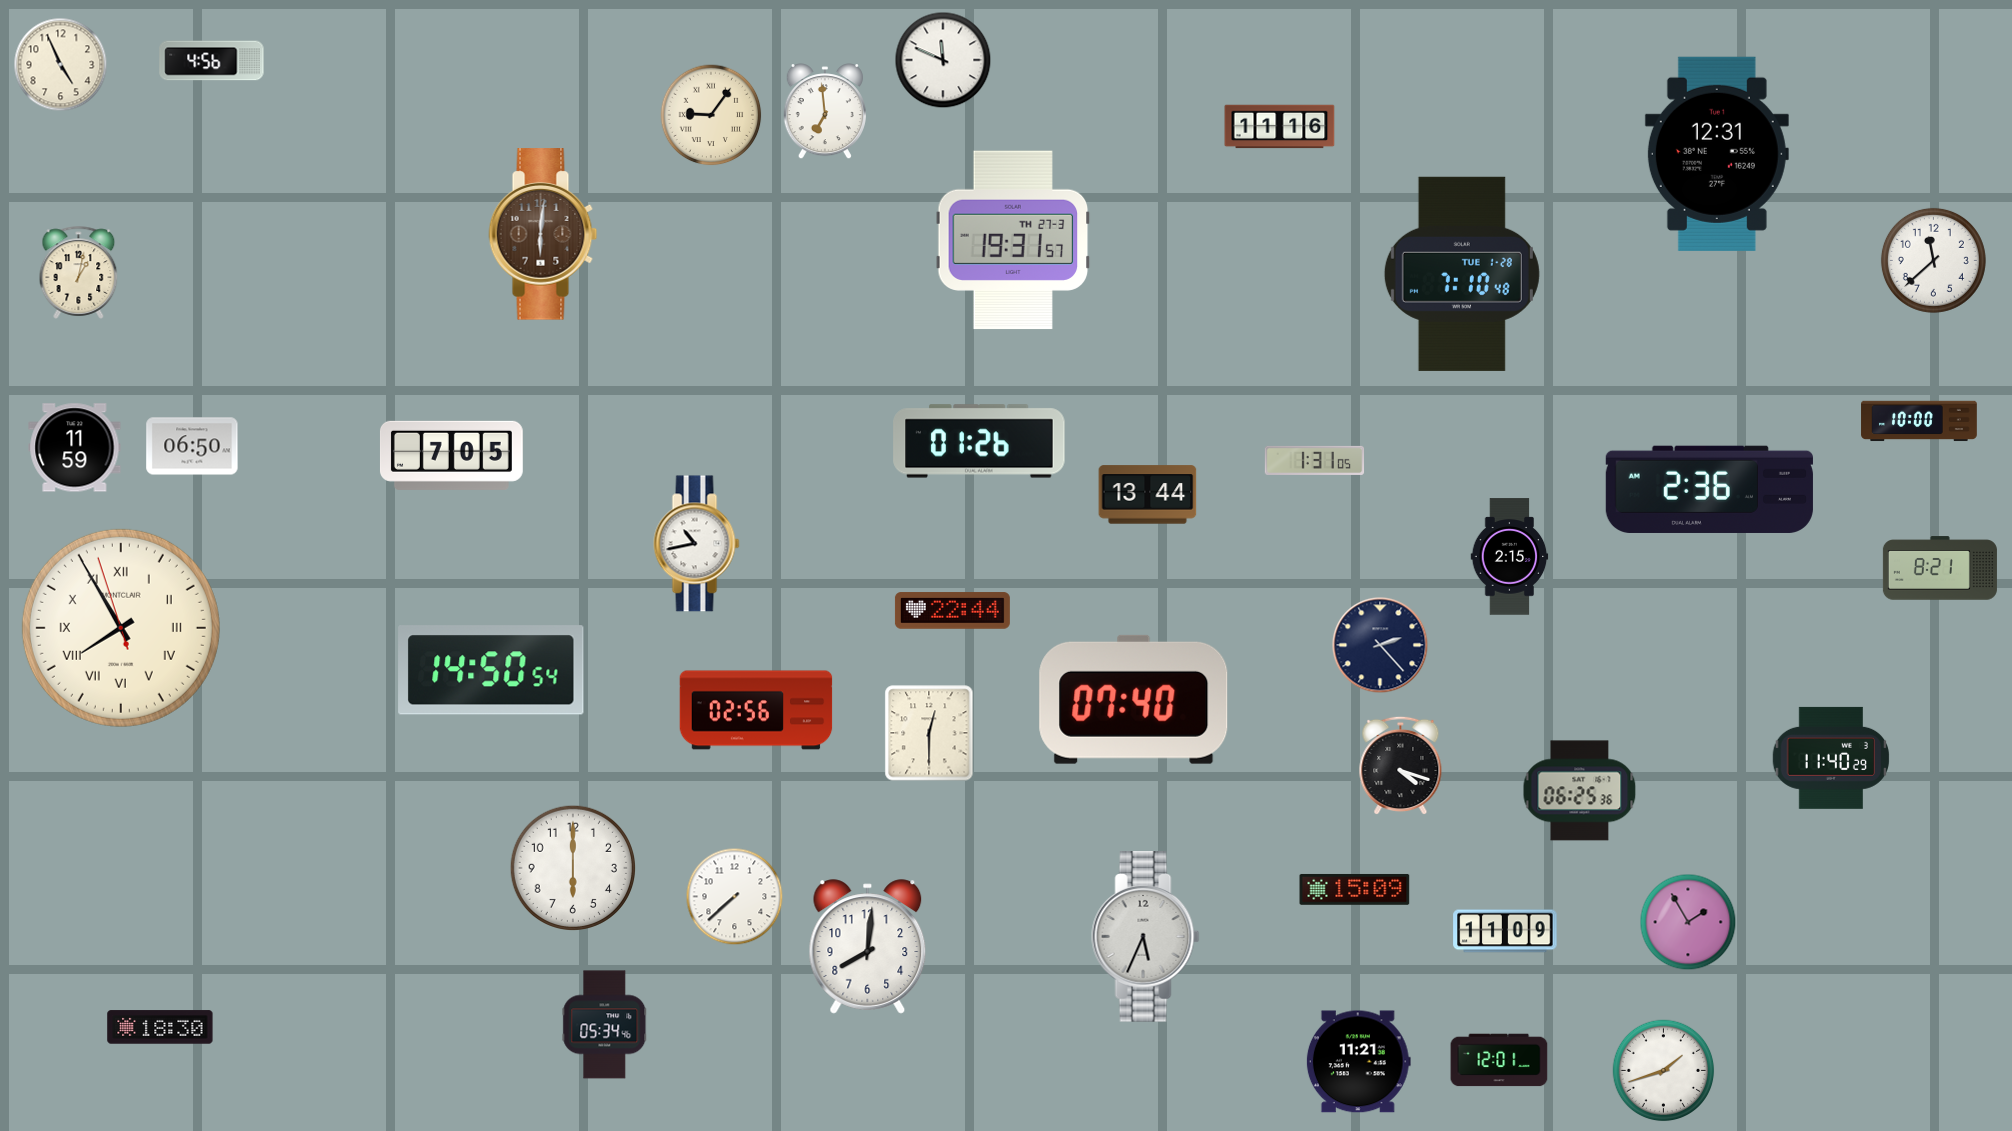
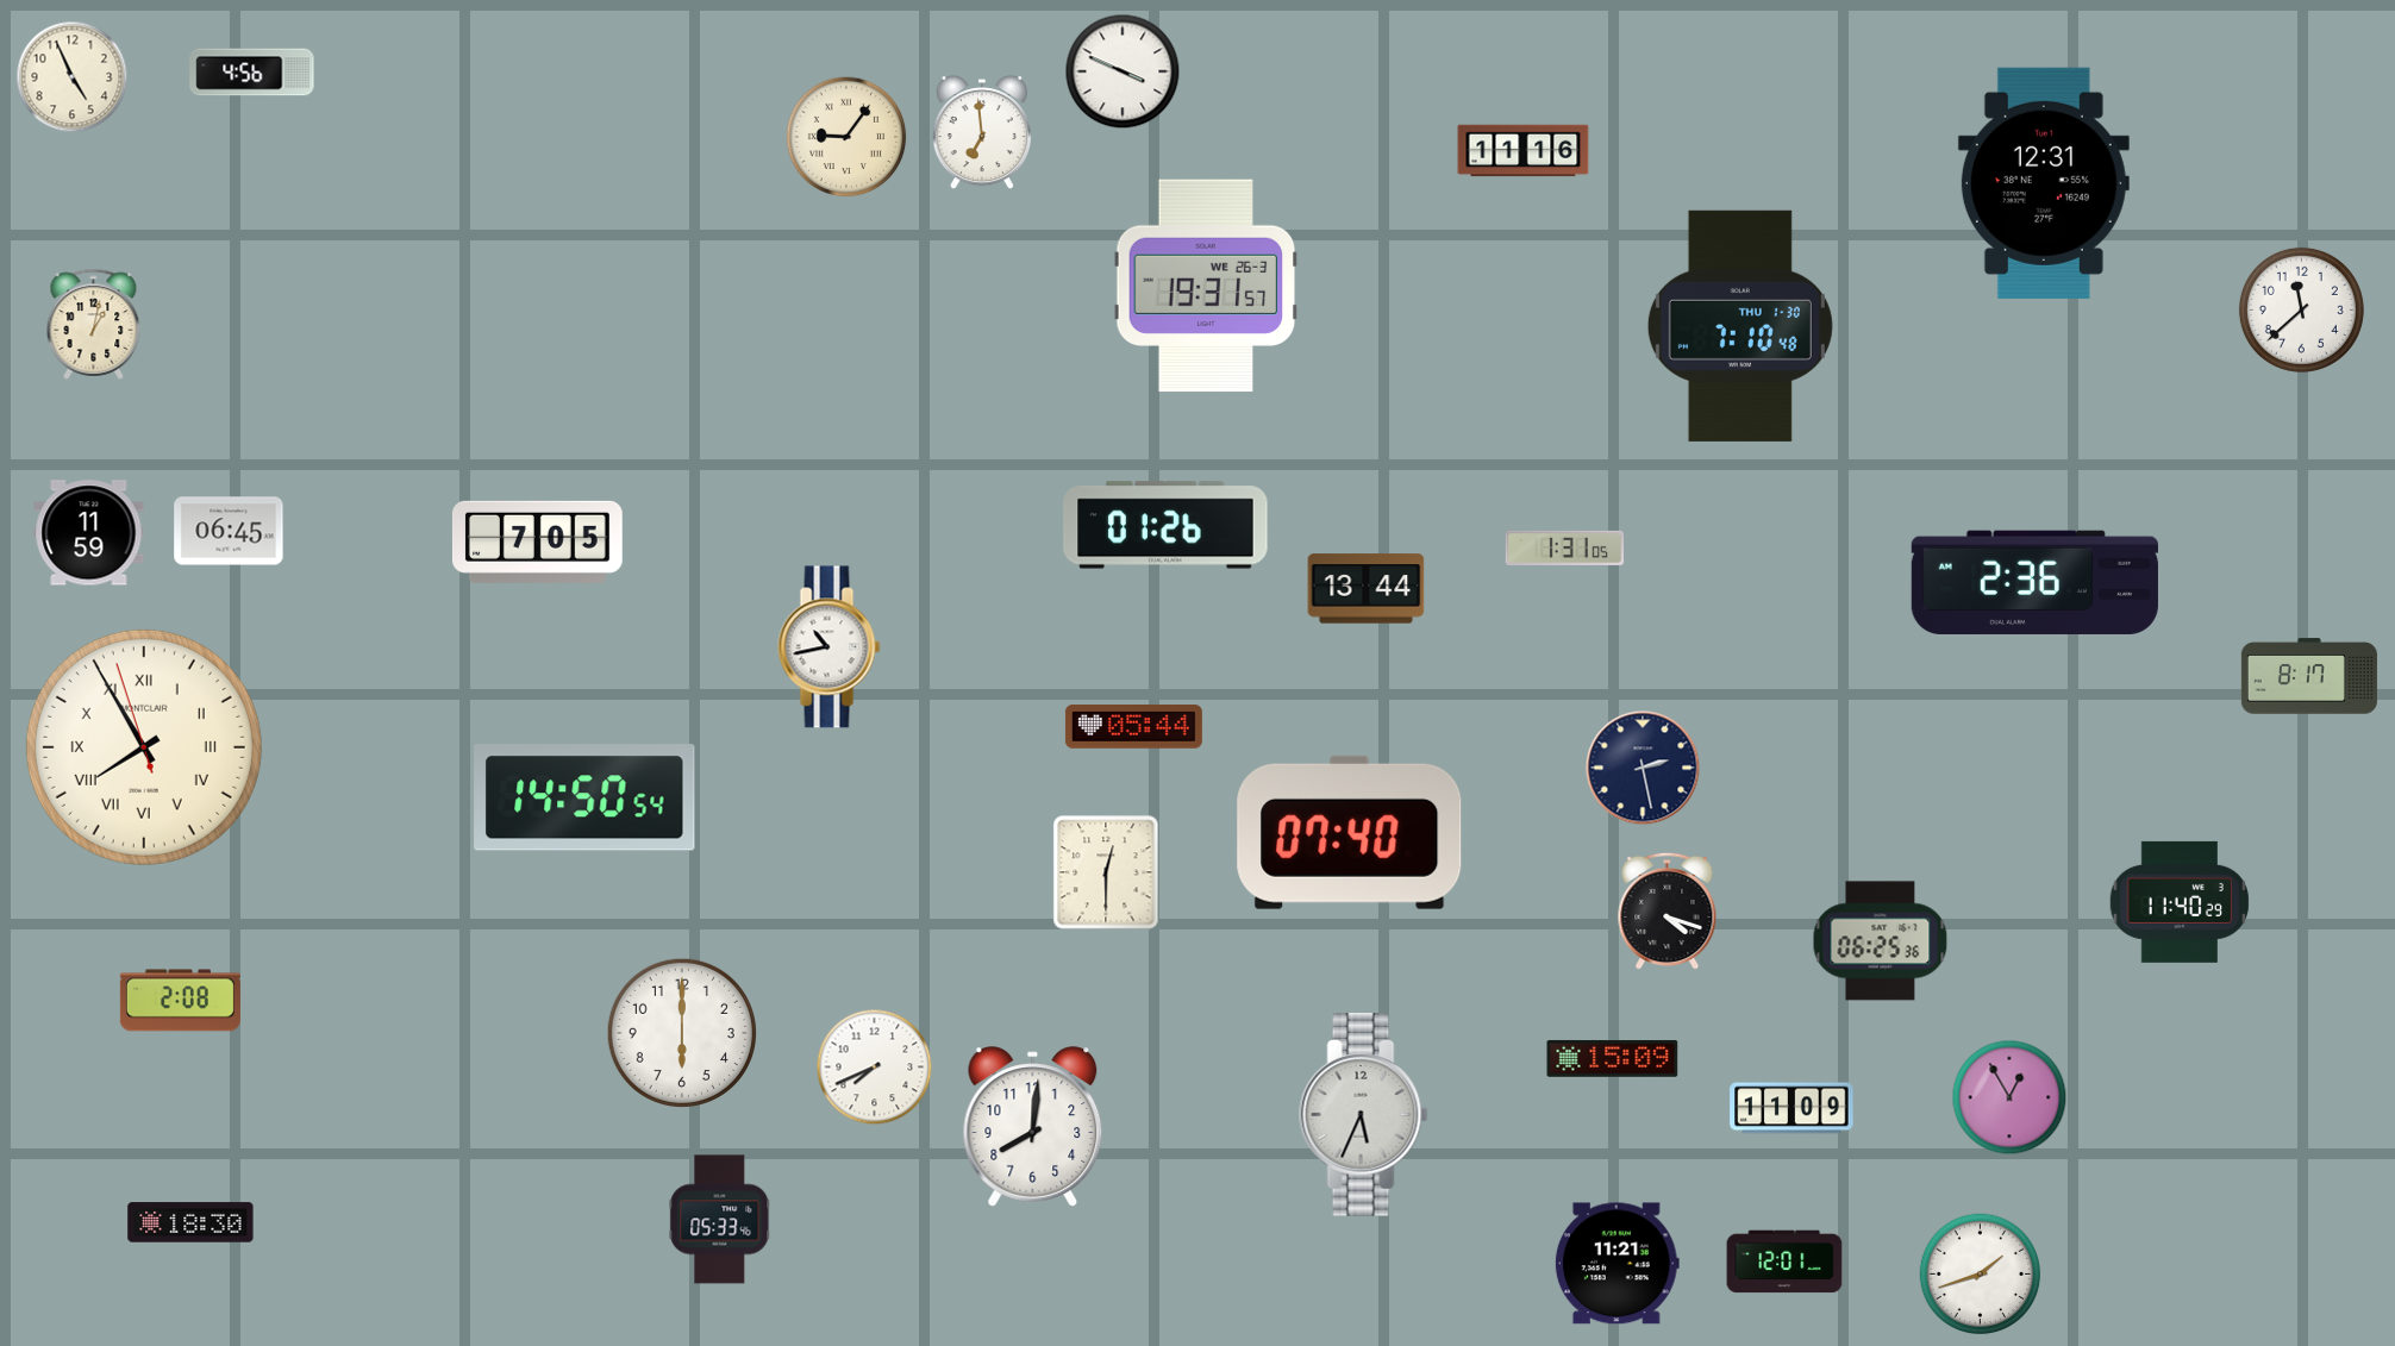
clock at (943, 60): 11:49 -> 3:49
clock at (543, 234): 6:01 -> none
clock at (1013, 240) date: TH 27-3 -> WE 26-3
clock at (1462, 274) date: TUE 1-28 -> THU 1-30
clock at (1919, 421): 10:00 -> none
clock at (192, 446): 06:50 -> 06:45
clock at (1510, 557): 2:15 -> none
clock at (1940, 568): 8:21 -> 8:17
clock at (952, 611): 22:44 -> 05:44
clock at (1380, 645): 2:23 -> 2:28
clock at (756, 710): 02:56 -> none
clock at (180, 1001): none -> 2:08
clock at (735, 897): 7:38 -> 7:41
clock at (1688, 922): 1:55 -> 12:55
clock at (605, 1025): 05:34 -> 05:33
